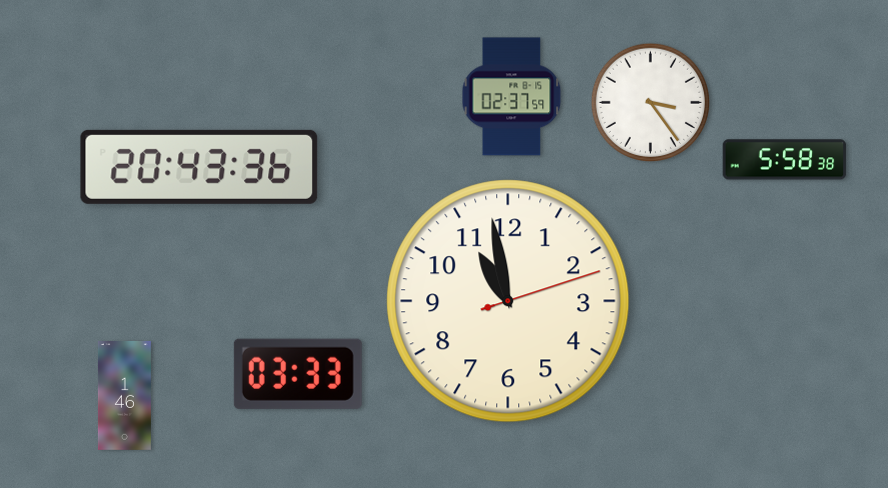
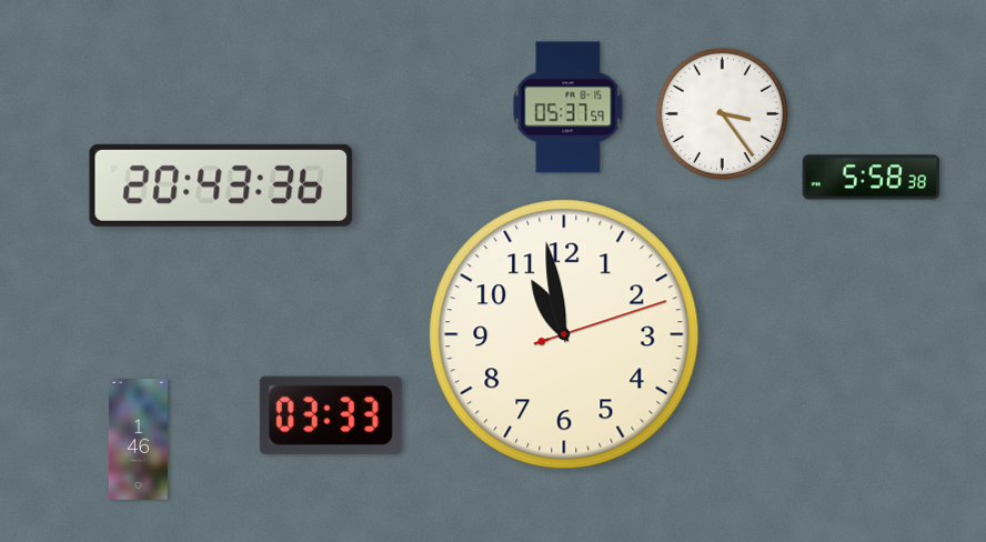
clock at (512, 97): 02:37 -> 05:37
